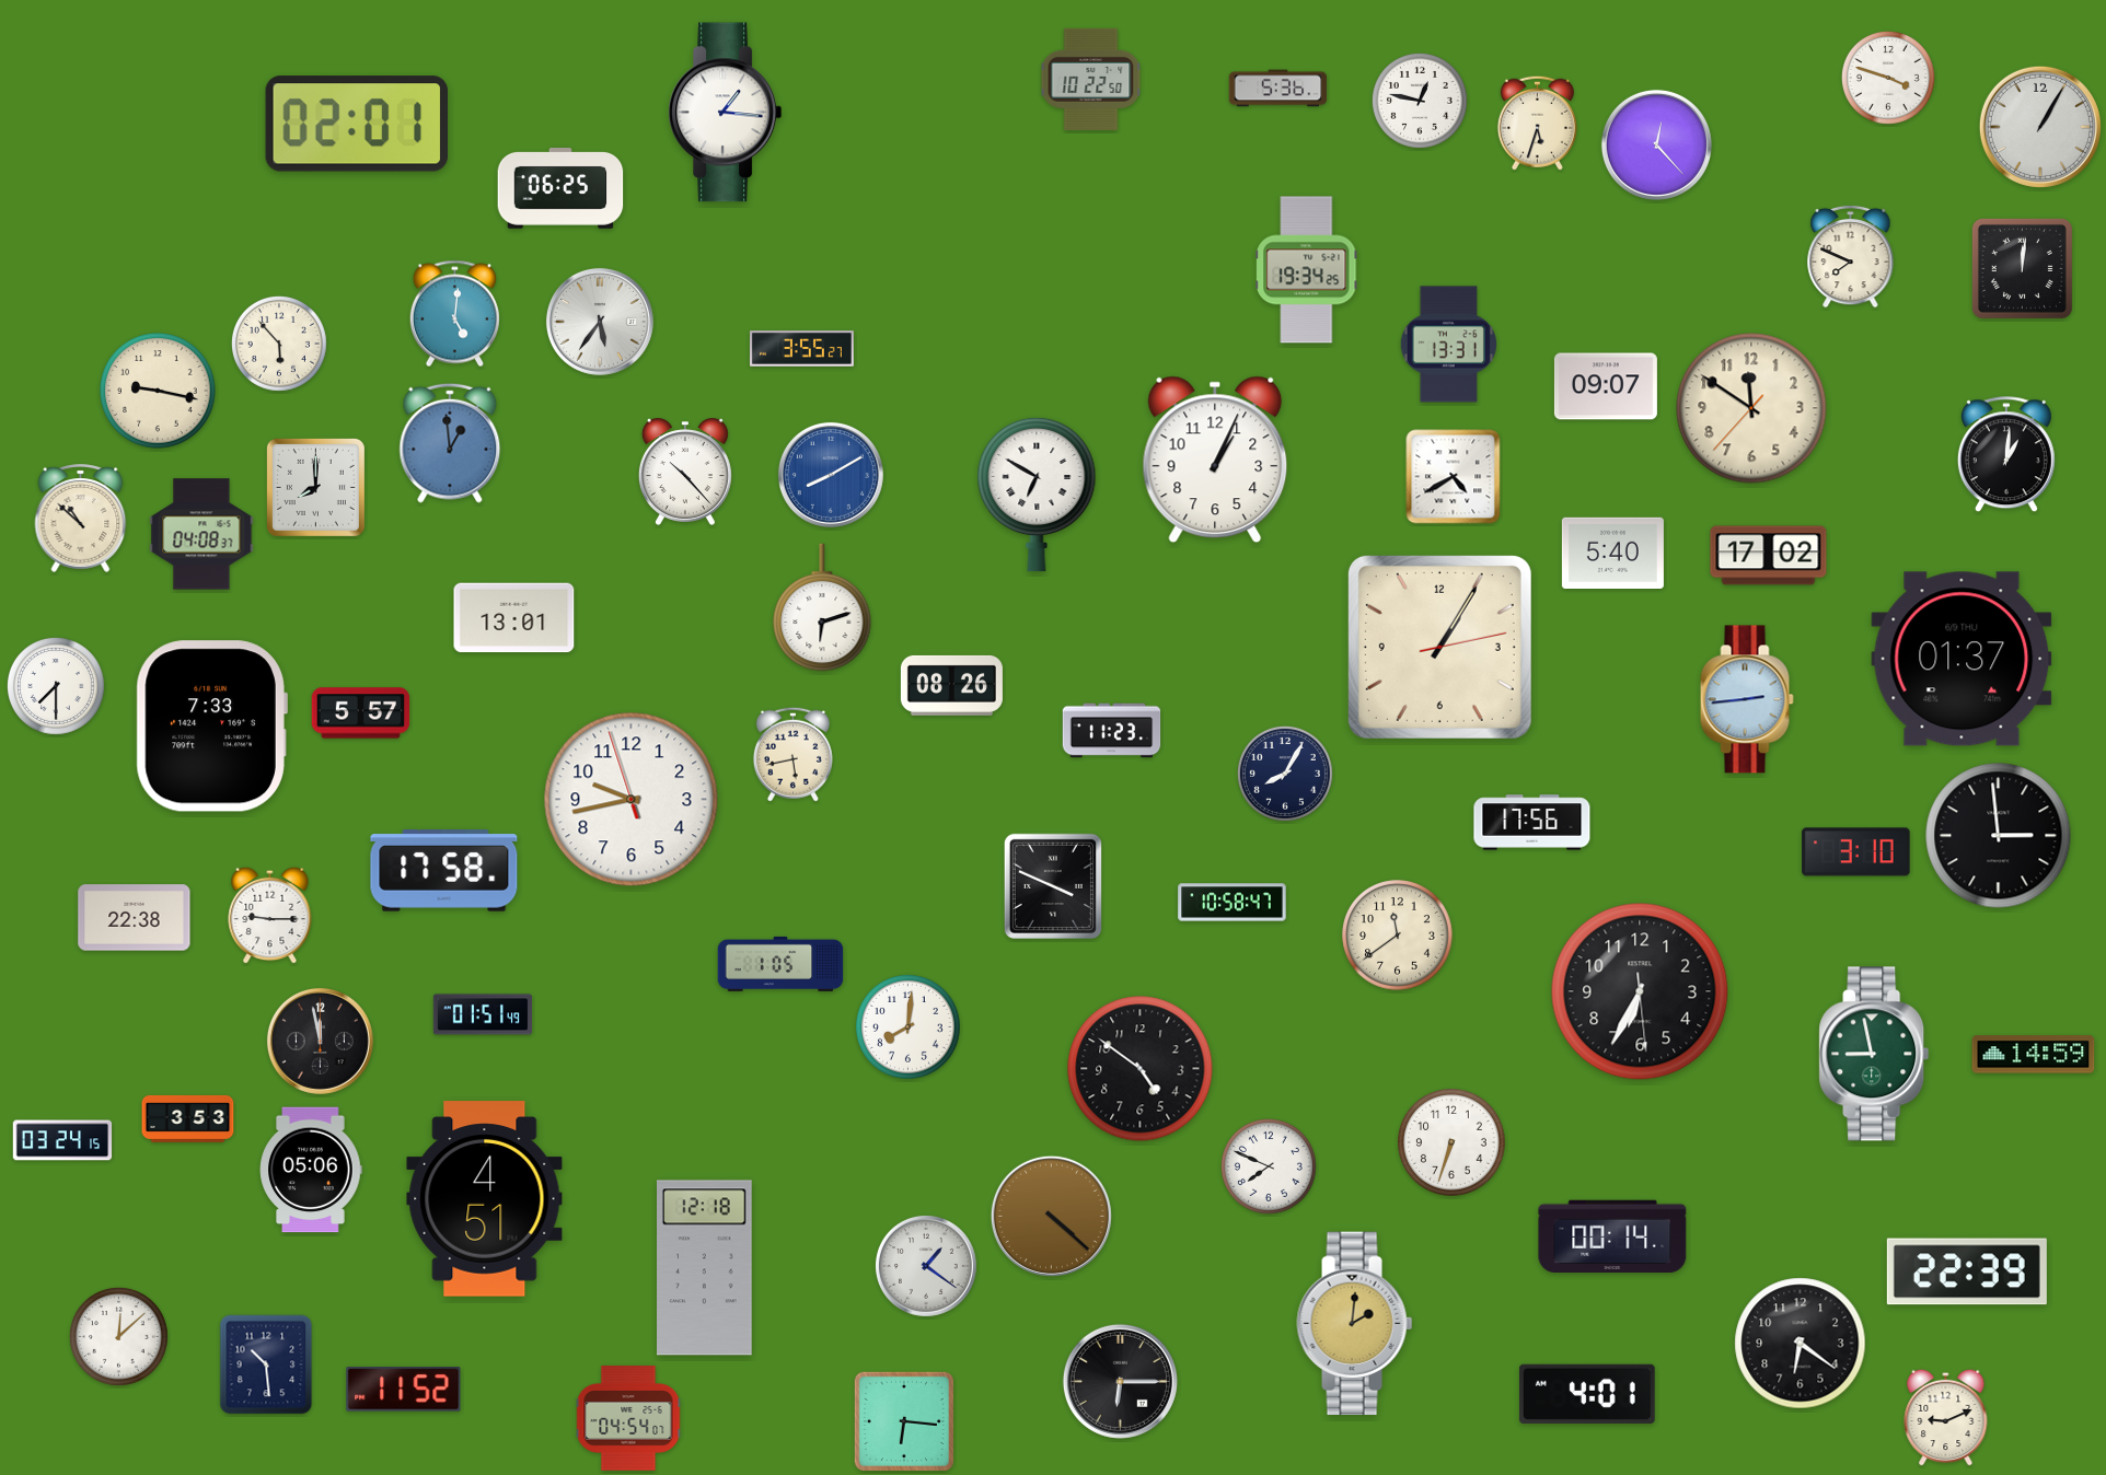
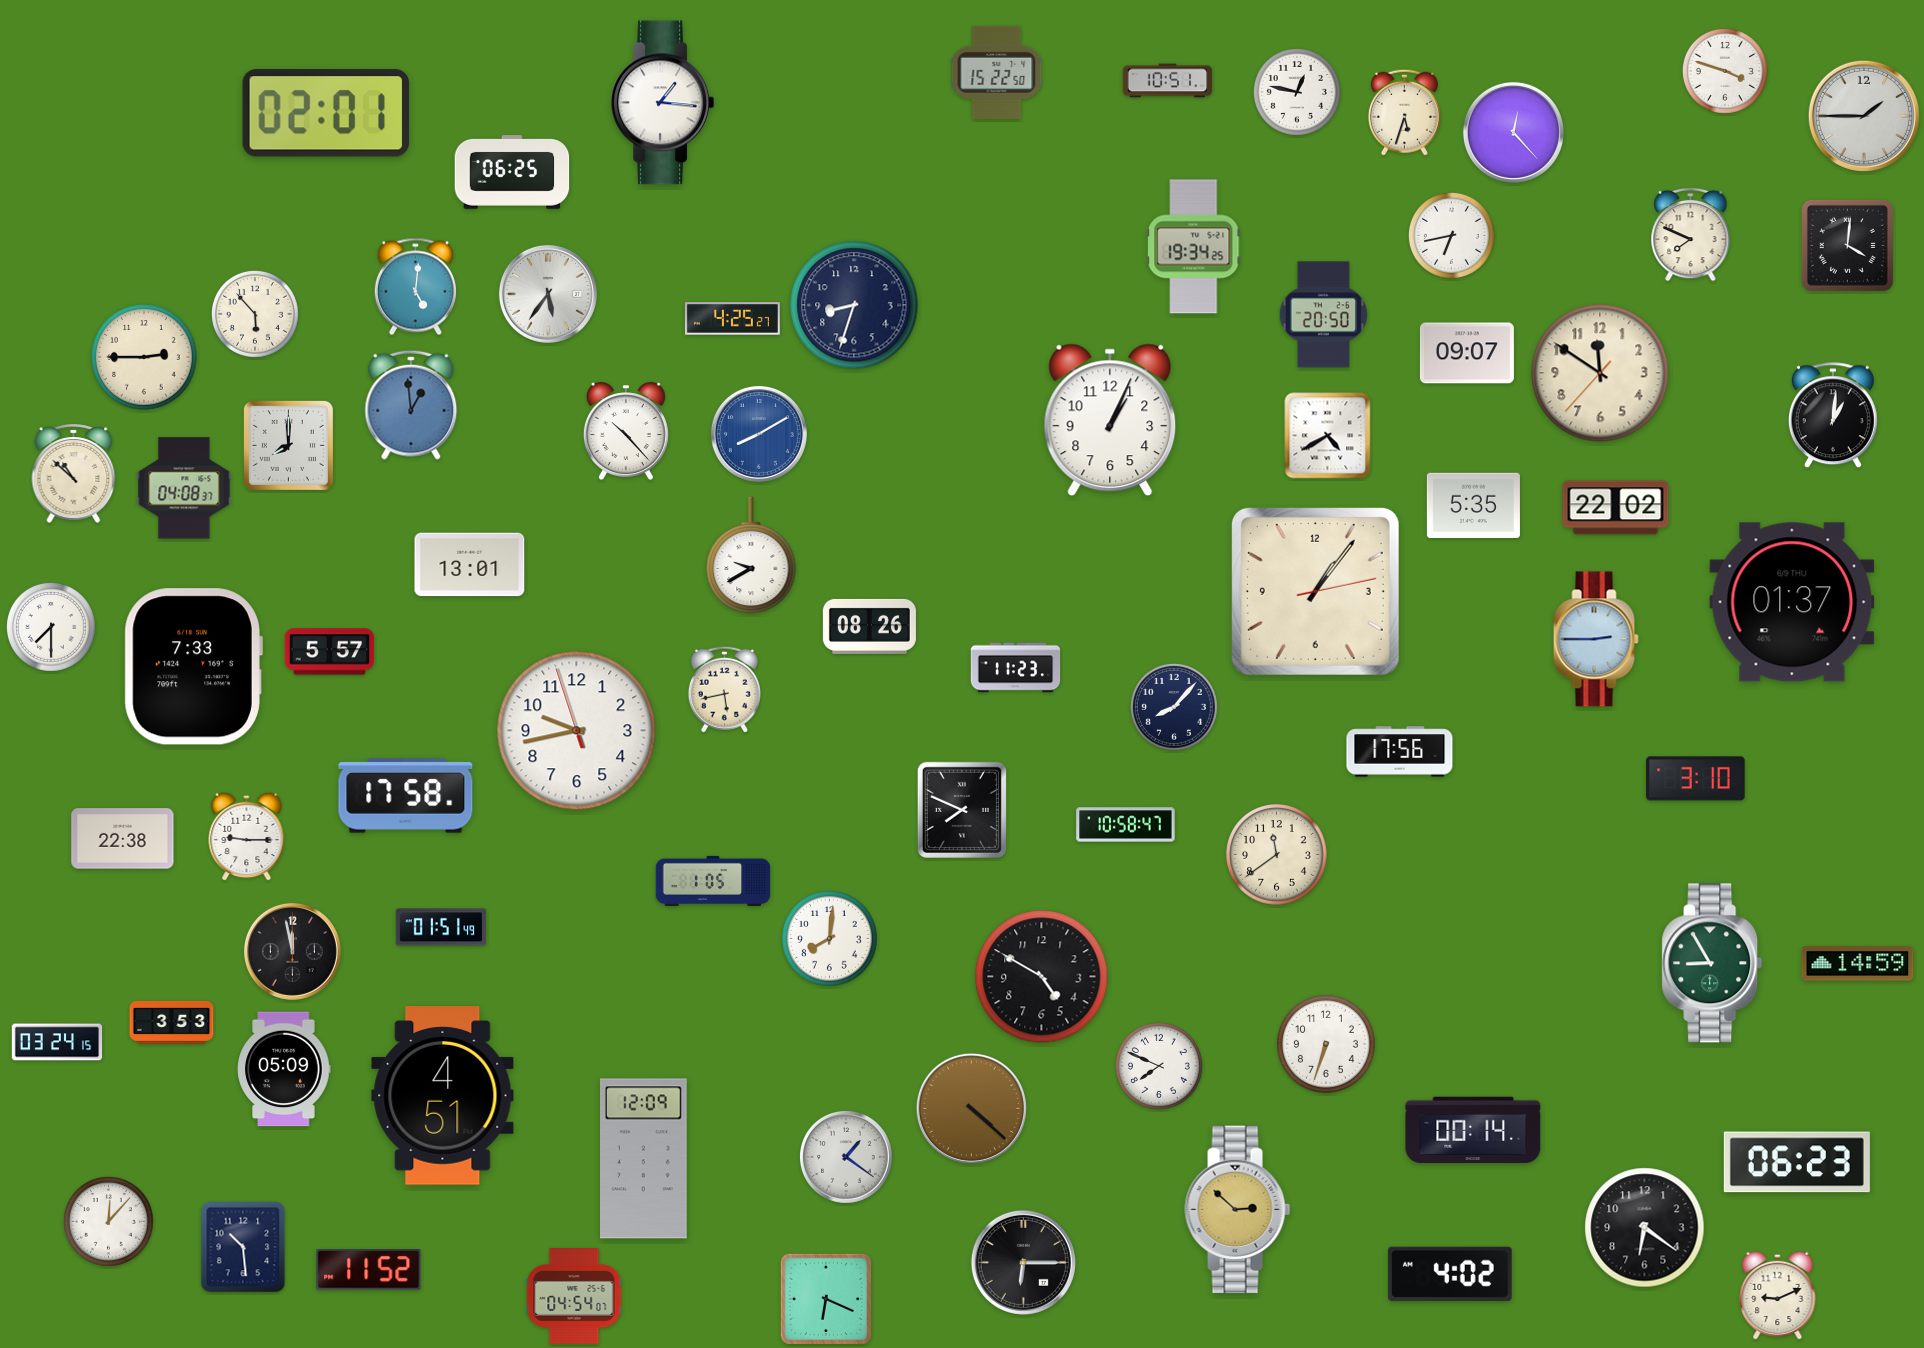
clock at (1091, 79): 10:22 -> 15:22
clock at (1278, 89): 5:36 -> 10:51
clock at (2040, 127): 1:05 -> 1:45
clock at (1451, 235): none -> 6:43
clock at (2022, 268): 12:01 -> 4:01
clock at (854, 305): none -> 8:33
clock at (1448, 345): 13:31 -> 20:50
clock at (801, 349): 3:55 -> 4:25
clock at (158, 391): 9:17 -> 2:45
clock at (1037, 495): 6:50 -> none
clock at (1612, 553): 5:40 -> 5:35
clock at (1769, 556): 17:02 -> 22:02
clock at (822, 607): 6:12 -> 9:40
clock at (1439, 647): 1:05 -> 1:06
clock at (1747, 699): 2:44 -> 2:45
clock at (211, 727) position: (211, 727) -> (193, 667)
clock at (1285, 774): 8:05 -> 8:07
clock at (1999, 836): 2:59 -> none
clock at (1053, 886): 3:49 -> 7:49
clock at (1640, 991): 6:34 -> none
clock at (1874, 1054): 8:58 -> 8:55
clock at (1141, 1069): 4:51 -> 4:50
clock at (311, 1170): 05:06 -> 05:09
clock at (1051, 1216) position: (1051, 1216) -> (971, 1108)
clock at (705, 1268): 12:18 -> 12:09
clock at (1967, 1271): 22:39 -> 06:23
clock at (1355, 1324): 2:01 -> 2:52
clock at (118, 1336): 12:08 -> 12:07
clock at (1587, 1394): 4:01 -> 4:02
clock at (903, 1420): 6:16 -> 6:19
